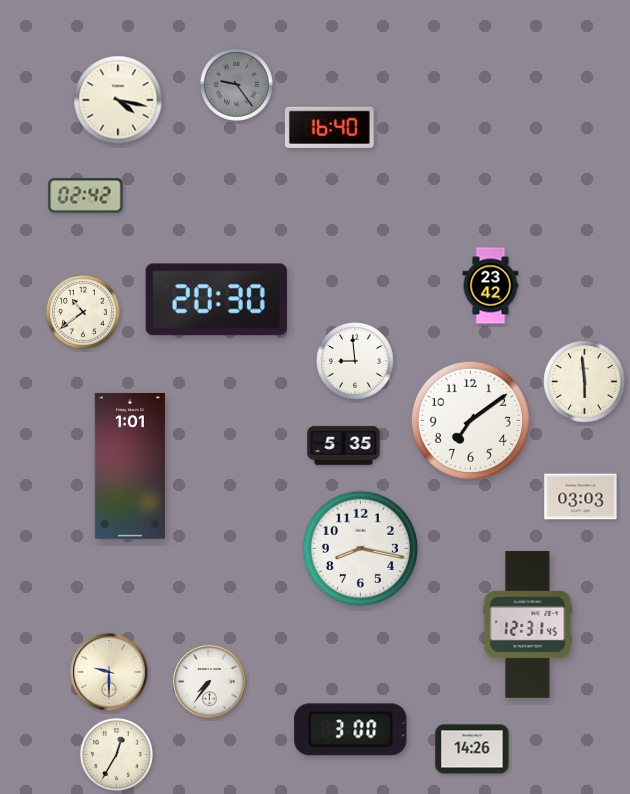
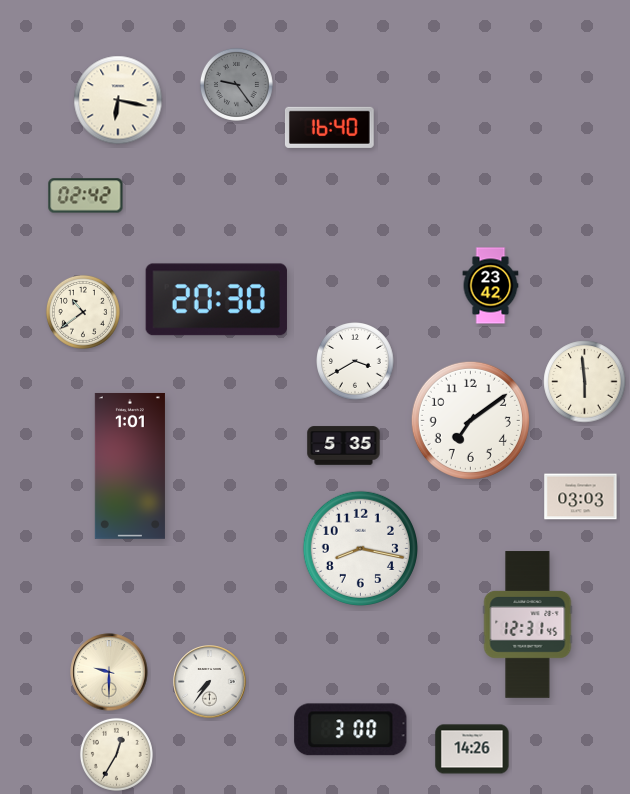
clock at (118, 100): 4:17 -> 6:17
clock at (355, 361): 8:59 -> 3:40
